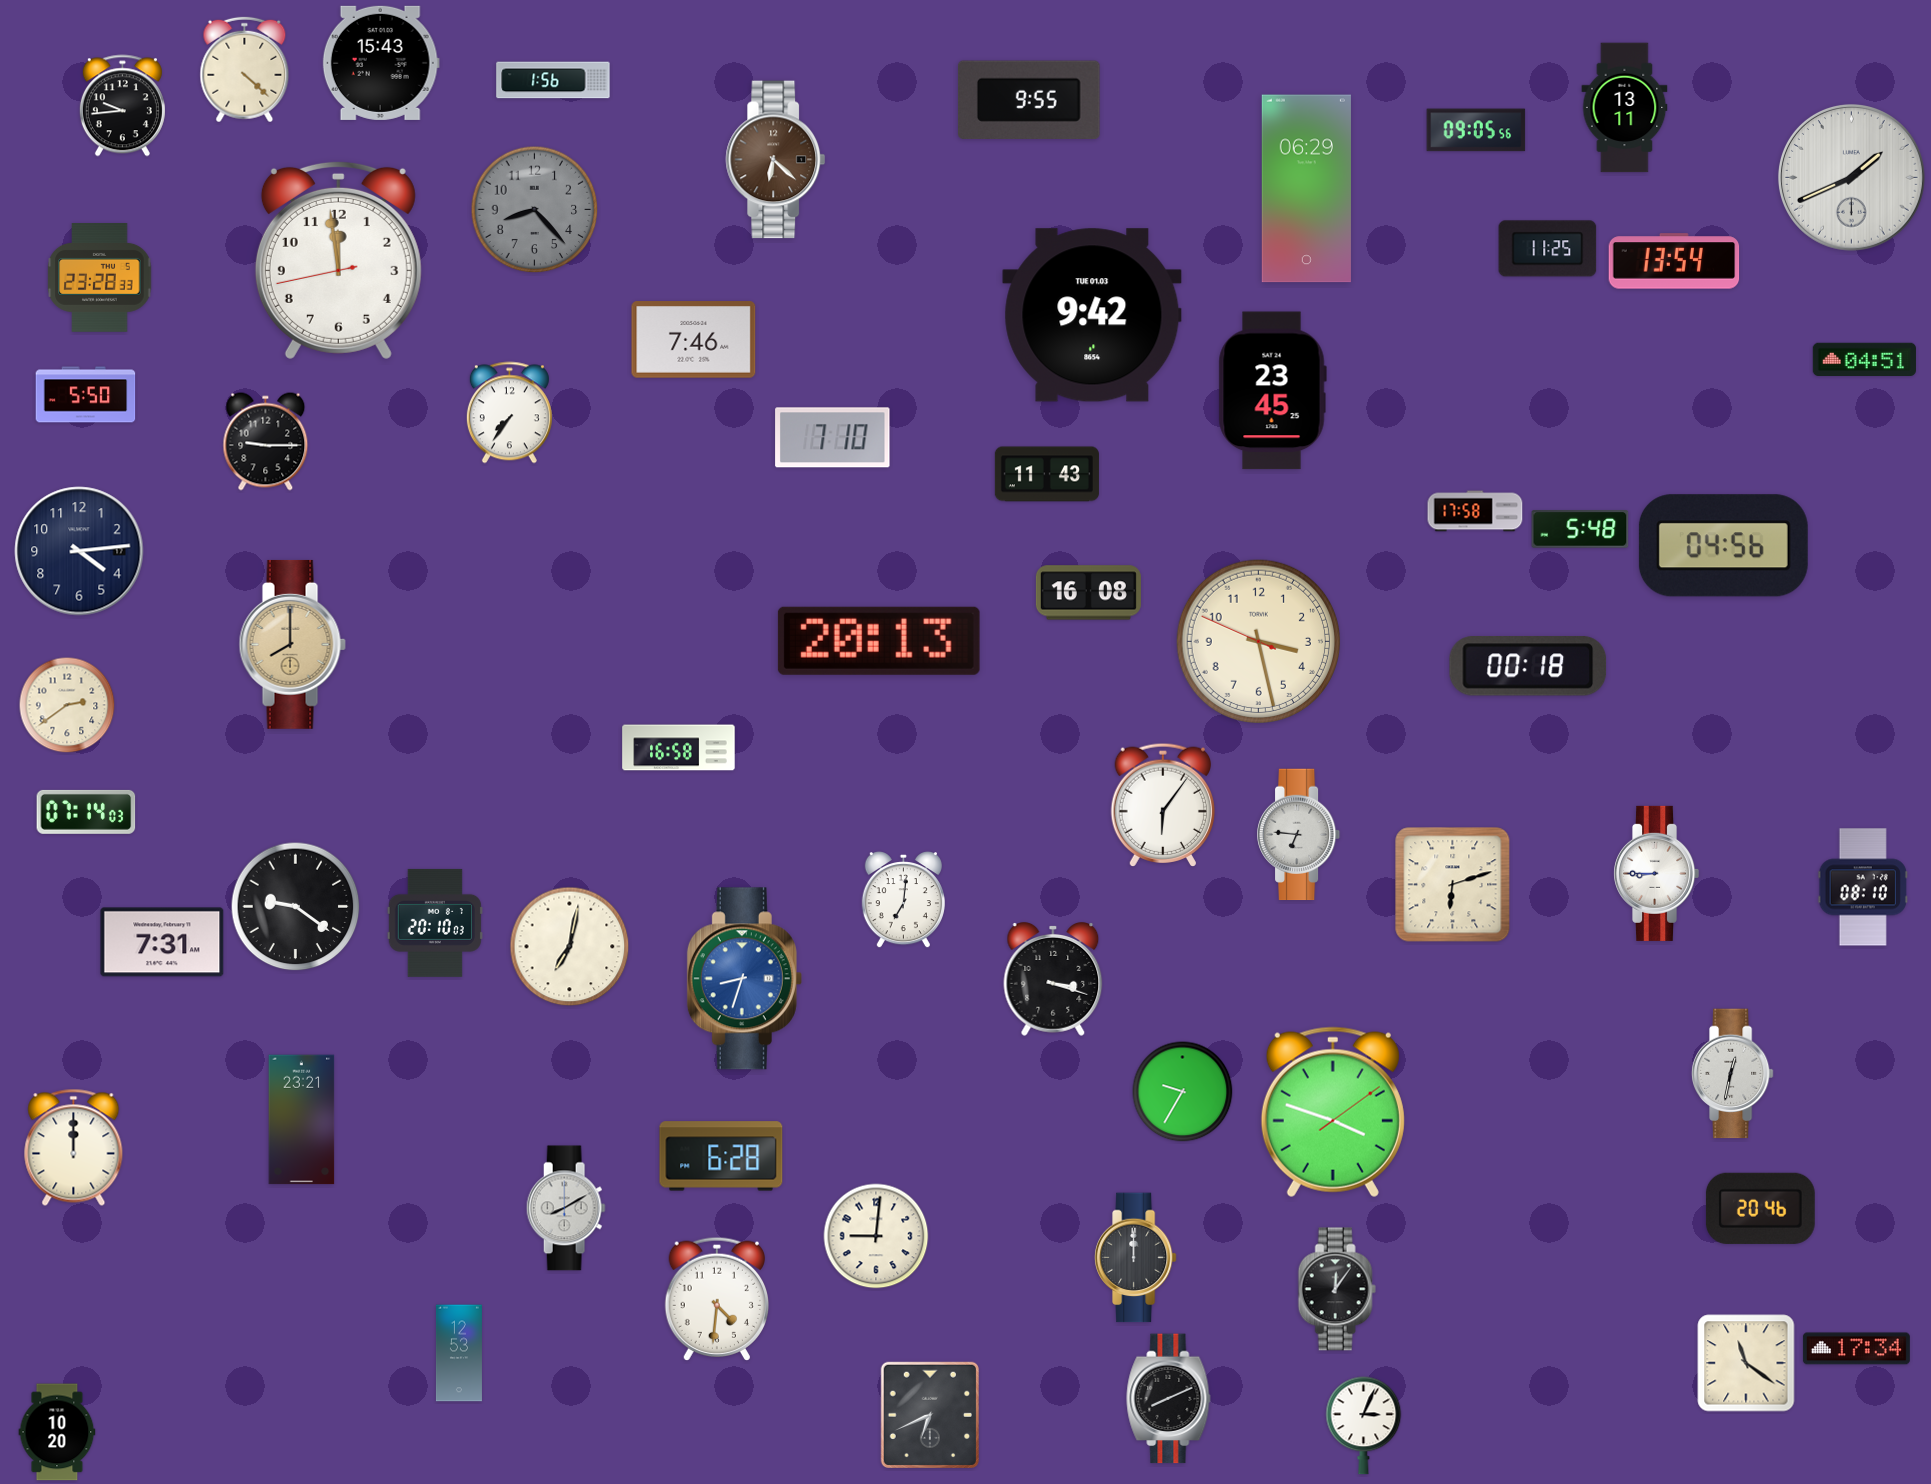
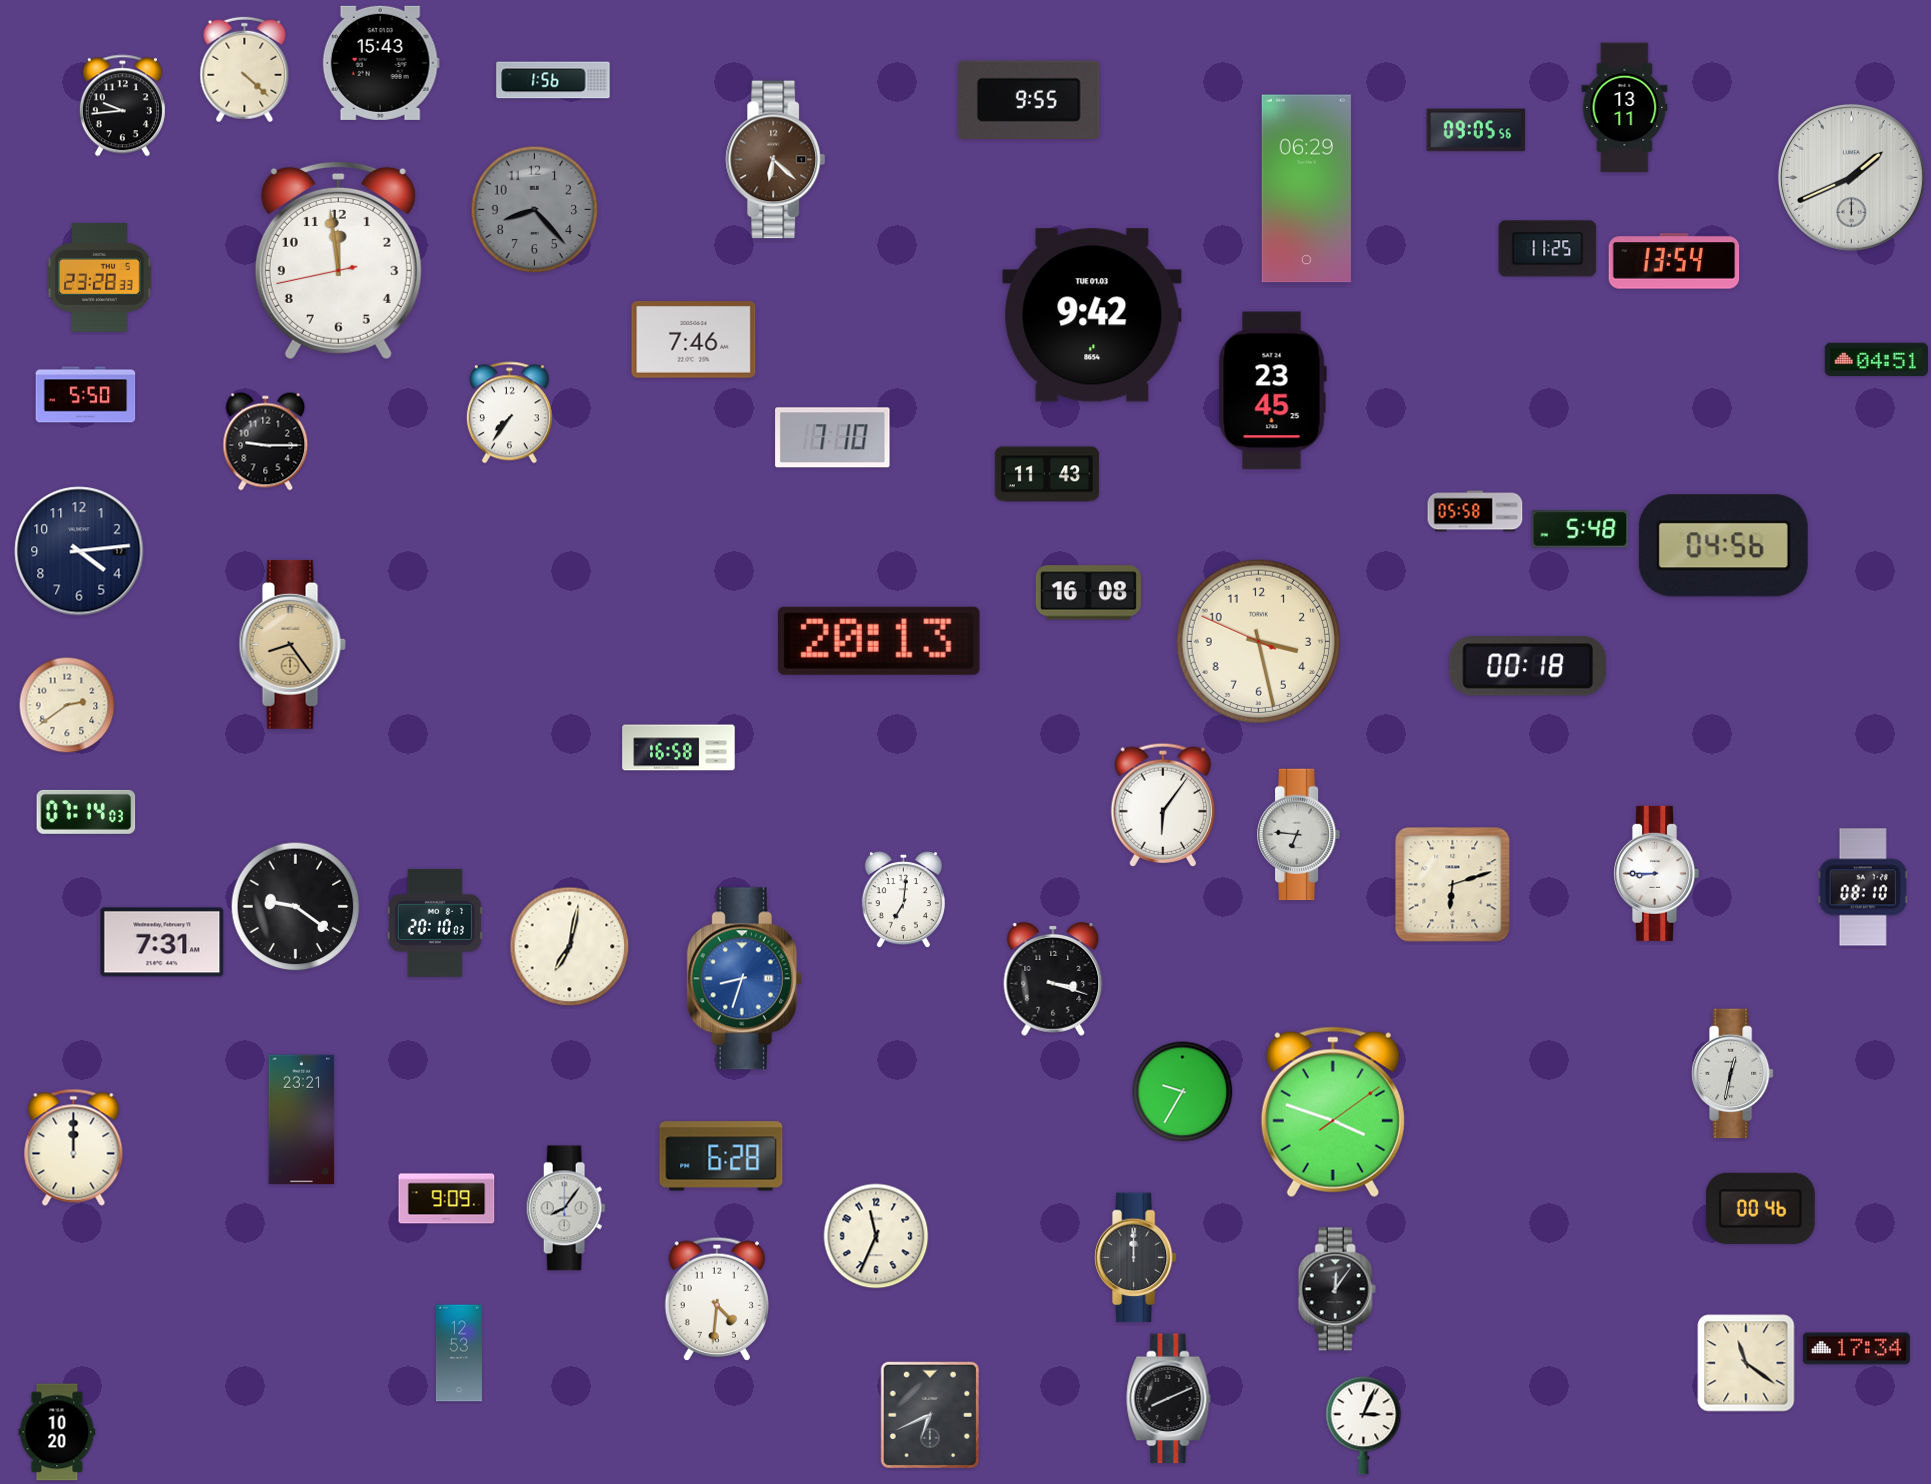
clock at (1864, 360) position: (1864, 360) -> (1876, 360)
clock at (1475, 511): 17:58 -> 05:58
clock at (292, 644): 8:00 -> 8:24
clock at (447, 1199): none -> 9:09
clock at (566, 1208): 8:10 -> 8:06
clock at (1760, 1208): 20:46 -> 00:46
clock at (876, 1236): 9:01 -> 11:34
